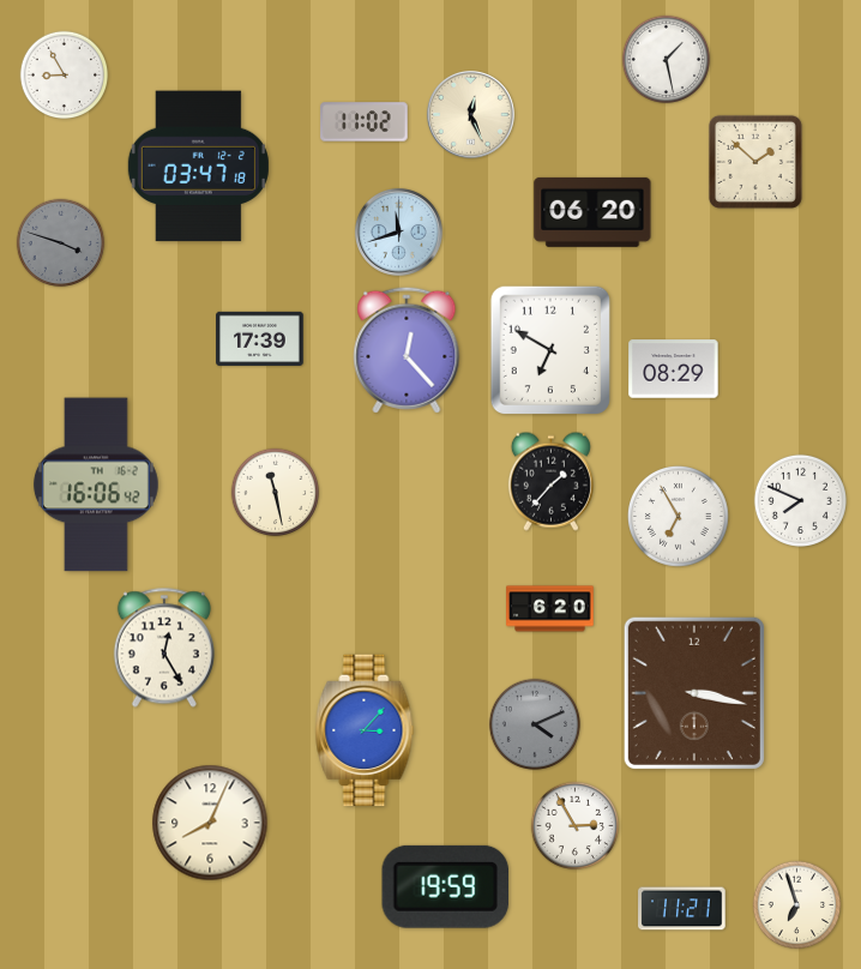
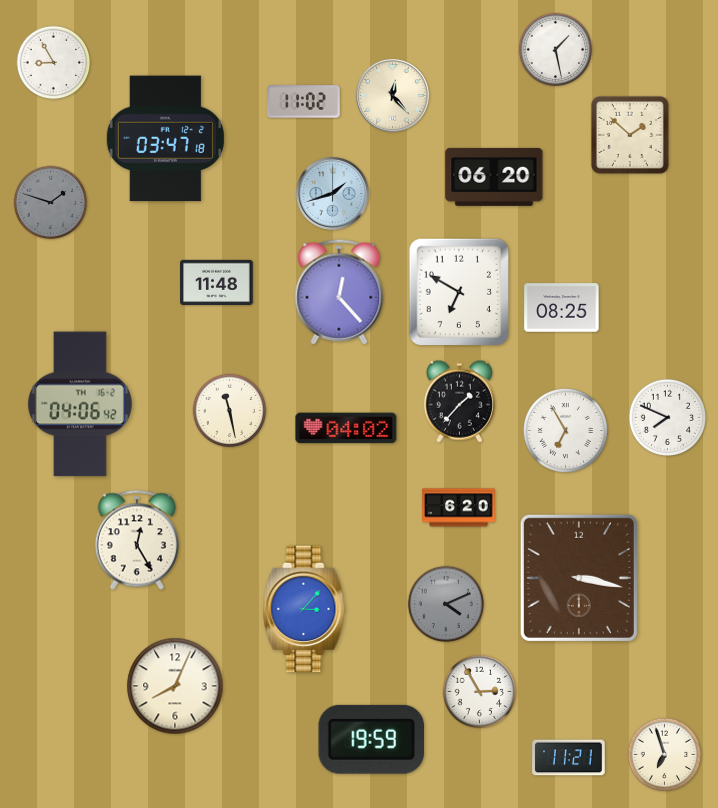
clock at (470, 114): 12:26 -> 12:23
clock at (398, 231): 11:42 -> 1:42
clock at (61, 243): 3:48 -> 1:48
clock at (260, 338): 17:39 -> 11:48
clock at (674, 369): 08:29 -> 08:25
clock at (96, 484): 16:06 -> 04:06
clock at (346, 428): none -> 04:02
clock at (576, 826) position: (576, 826) -> (480, 692)
